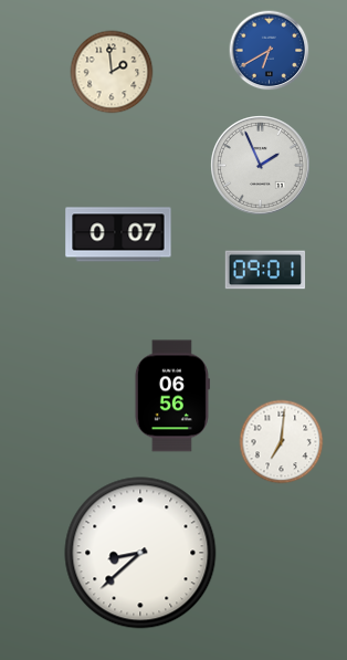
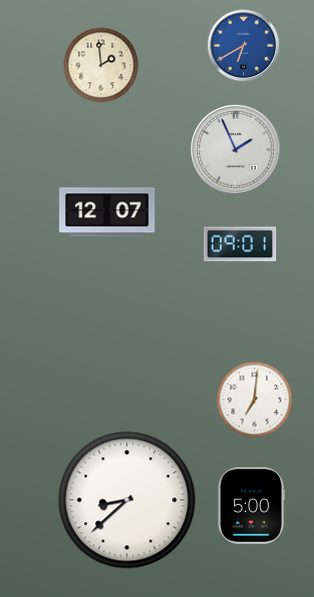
clock at (118, 234): 0:07 -> 12:07
clock at (171, 396): 06:56 -> none
clock at (251, 506): none -> 5:00
